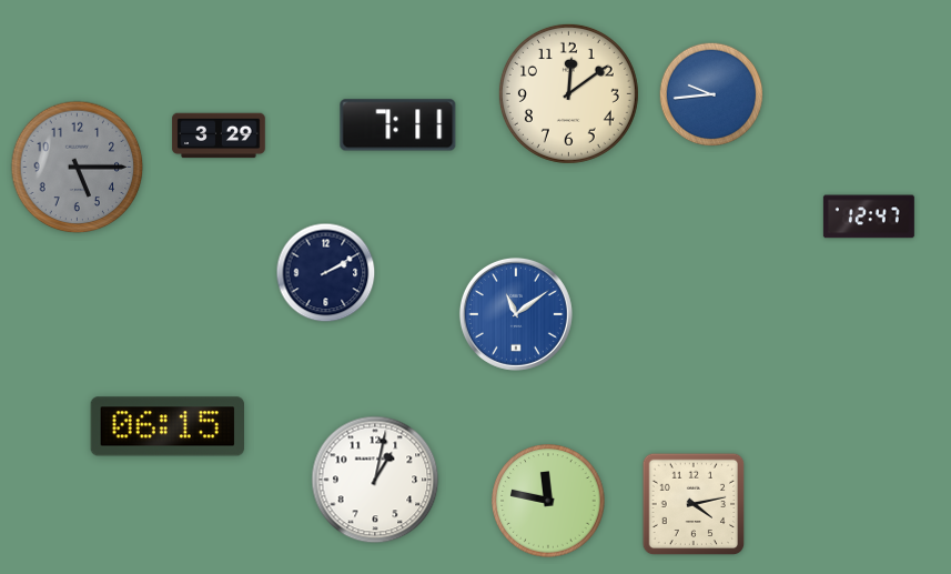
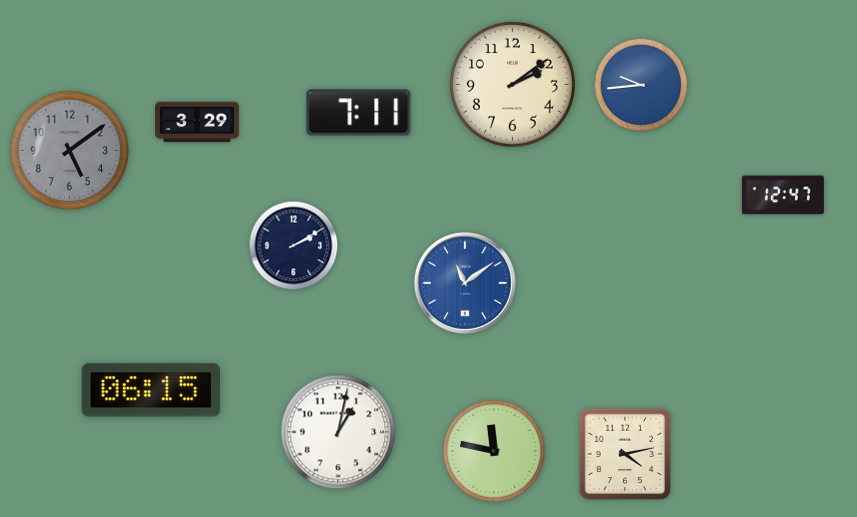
clock at (568, 93): 12:09 -> 2:09
clock at (78, 168): 5:15 -> 5:09
clock at (166, 426) position: (166, 426) -> (150, 390)
